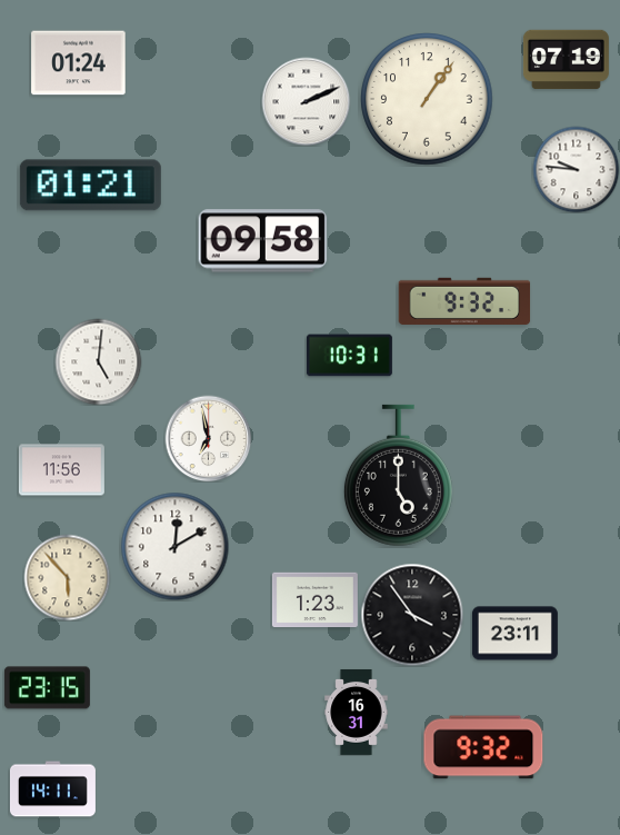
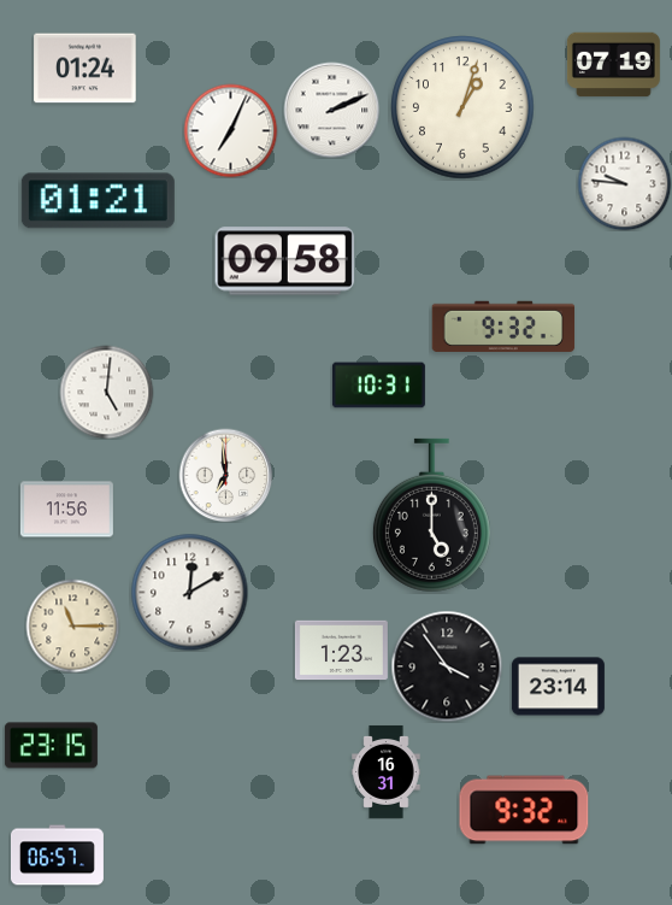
clock at (427, 99): 1:06 -> 1:03
clock at (230, 130): none -> 7:04
clock at (208, 438): 6:58 -> 6:59
clock at (67, 577): 5:53 -> 11:15
clock at (514, 634): 23:11 -> 23:14
clock at (52, 789): 14:11 -> 06:57
